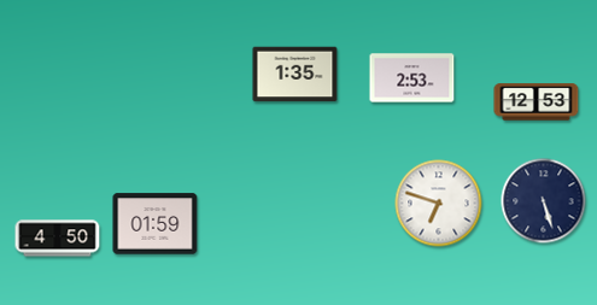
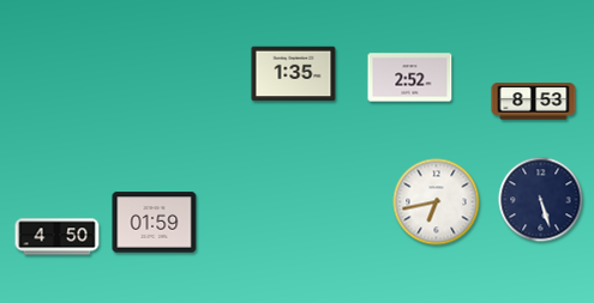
clock at (412, 78): 2:53 -> 2:52
clock at (537, 102): 12:53 -> 8:53
clock at (439, 204): 6:48 -> 6:43
